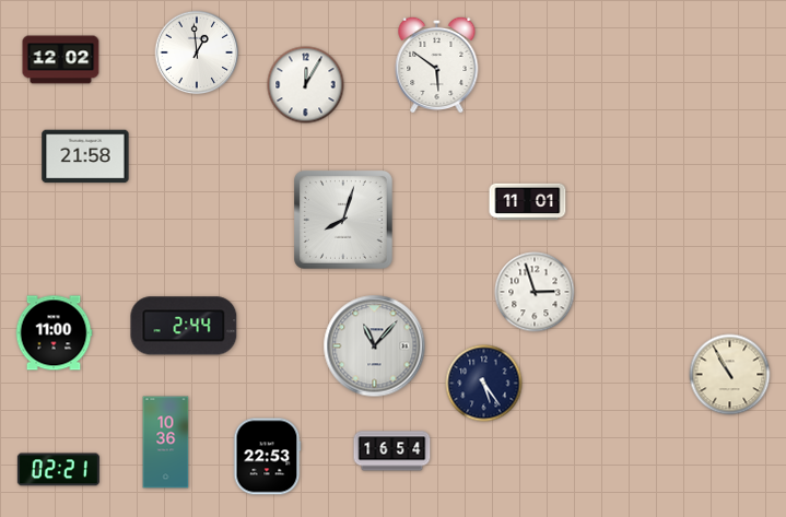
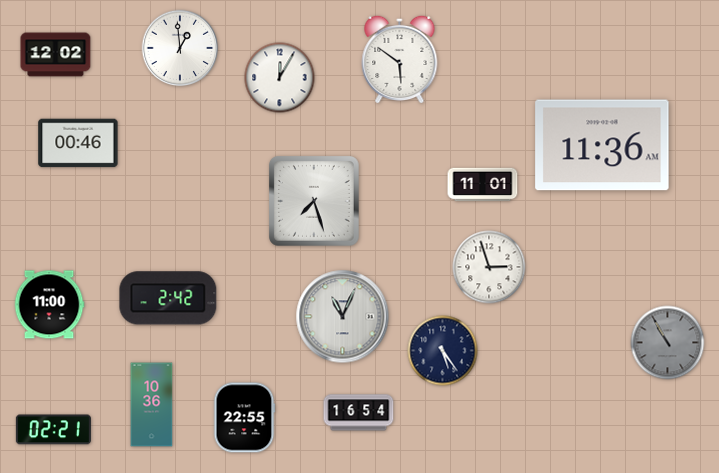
clock at (85, 156): 21:58 -> 00:46
clock at (602, 145): none -> 11:36
clock at (344, 221): 8:03 -> 7:27
clock at (184, 326): 2:44 -> 2:42
clock at (375, 346): 11:07 -> 11:04
clock at (730, 375) dial: cream -> grey
clock at (267, 457): 22:53 -> 22:55
